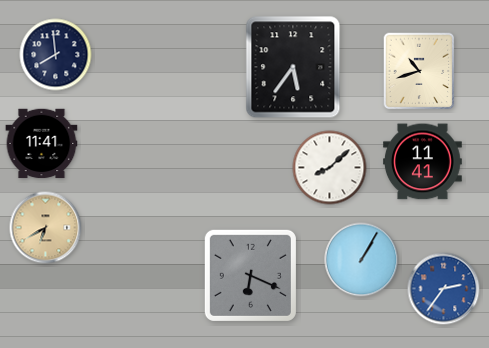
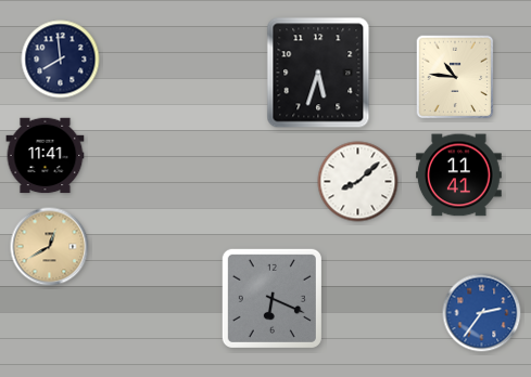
clock at (293, 67): 5:36 -> 5:33
clock at (419, 71): 10:42 -> 10:46
clock at (46, 228): 6:40 -> 12:40
clock at (362, 260): 1:05 -> none
